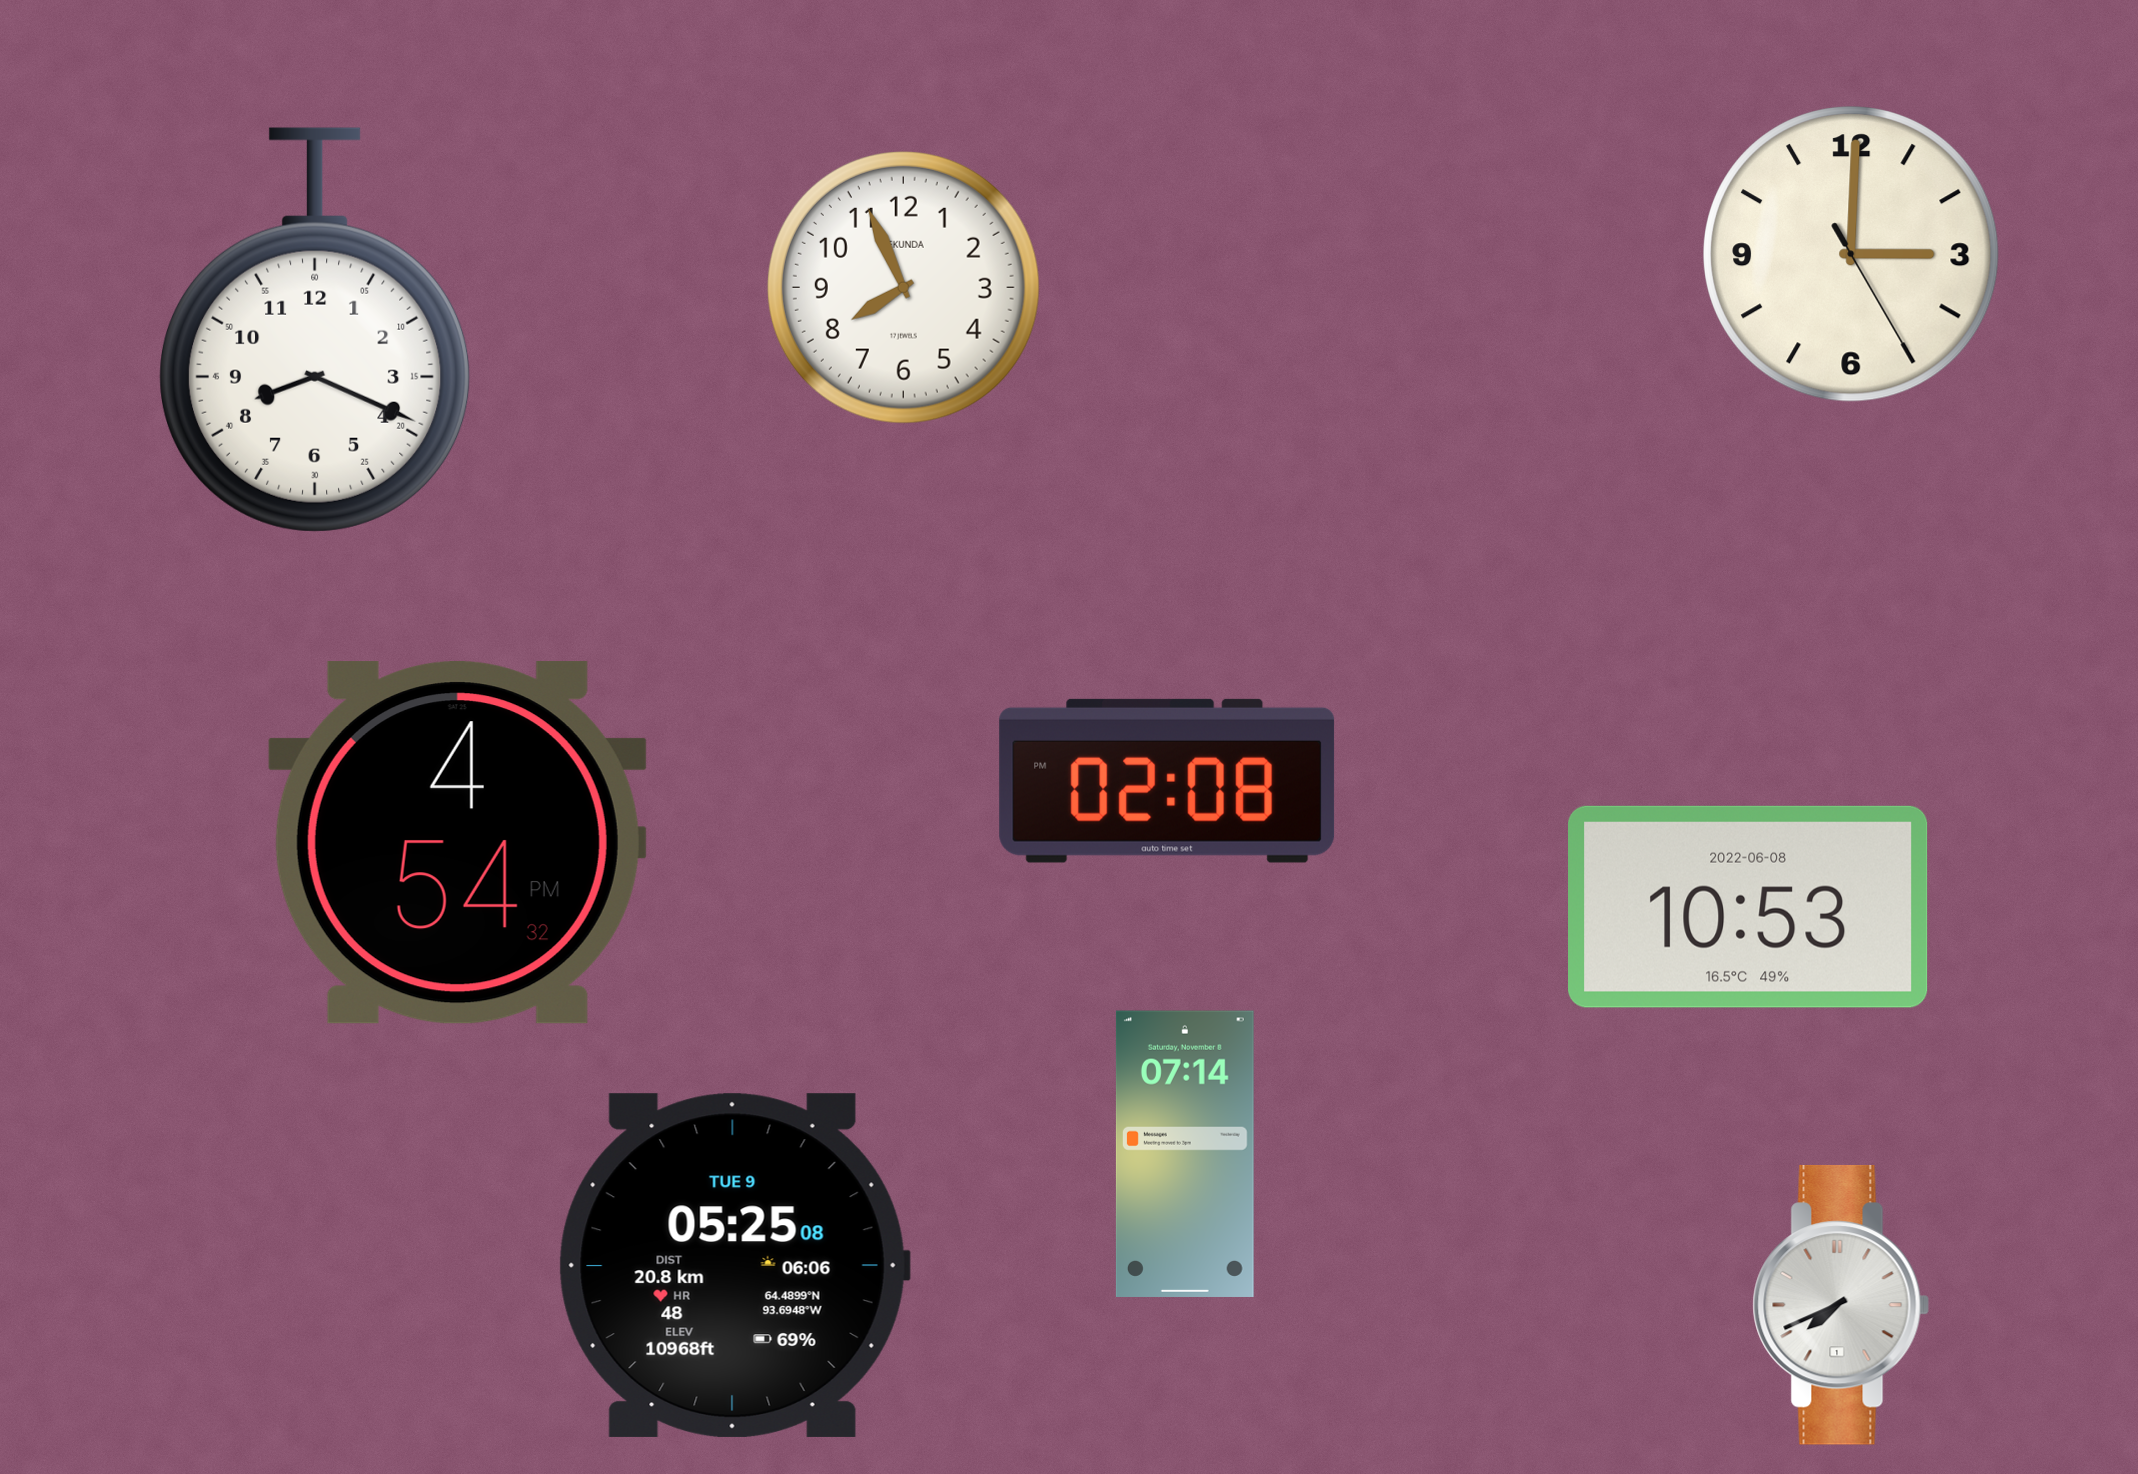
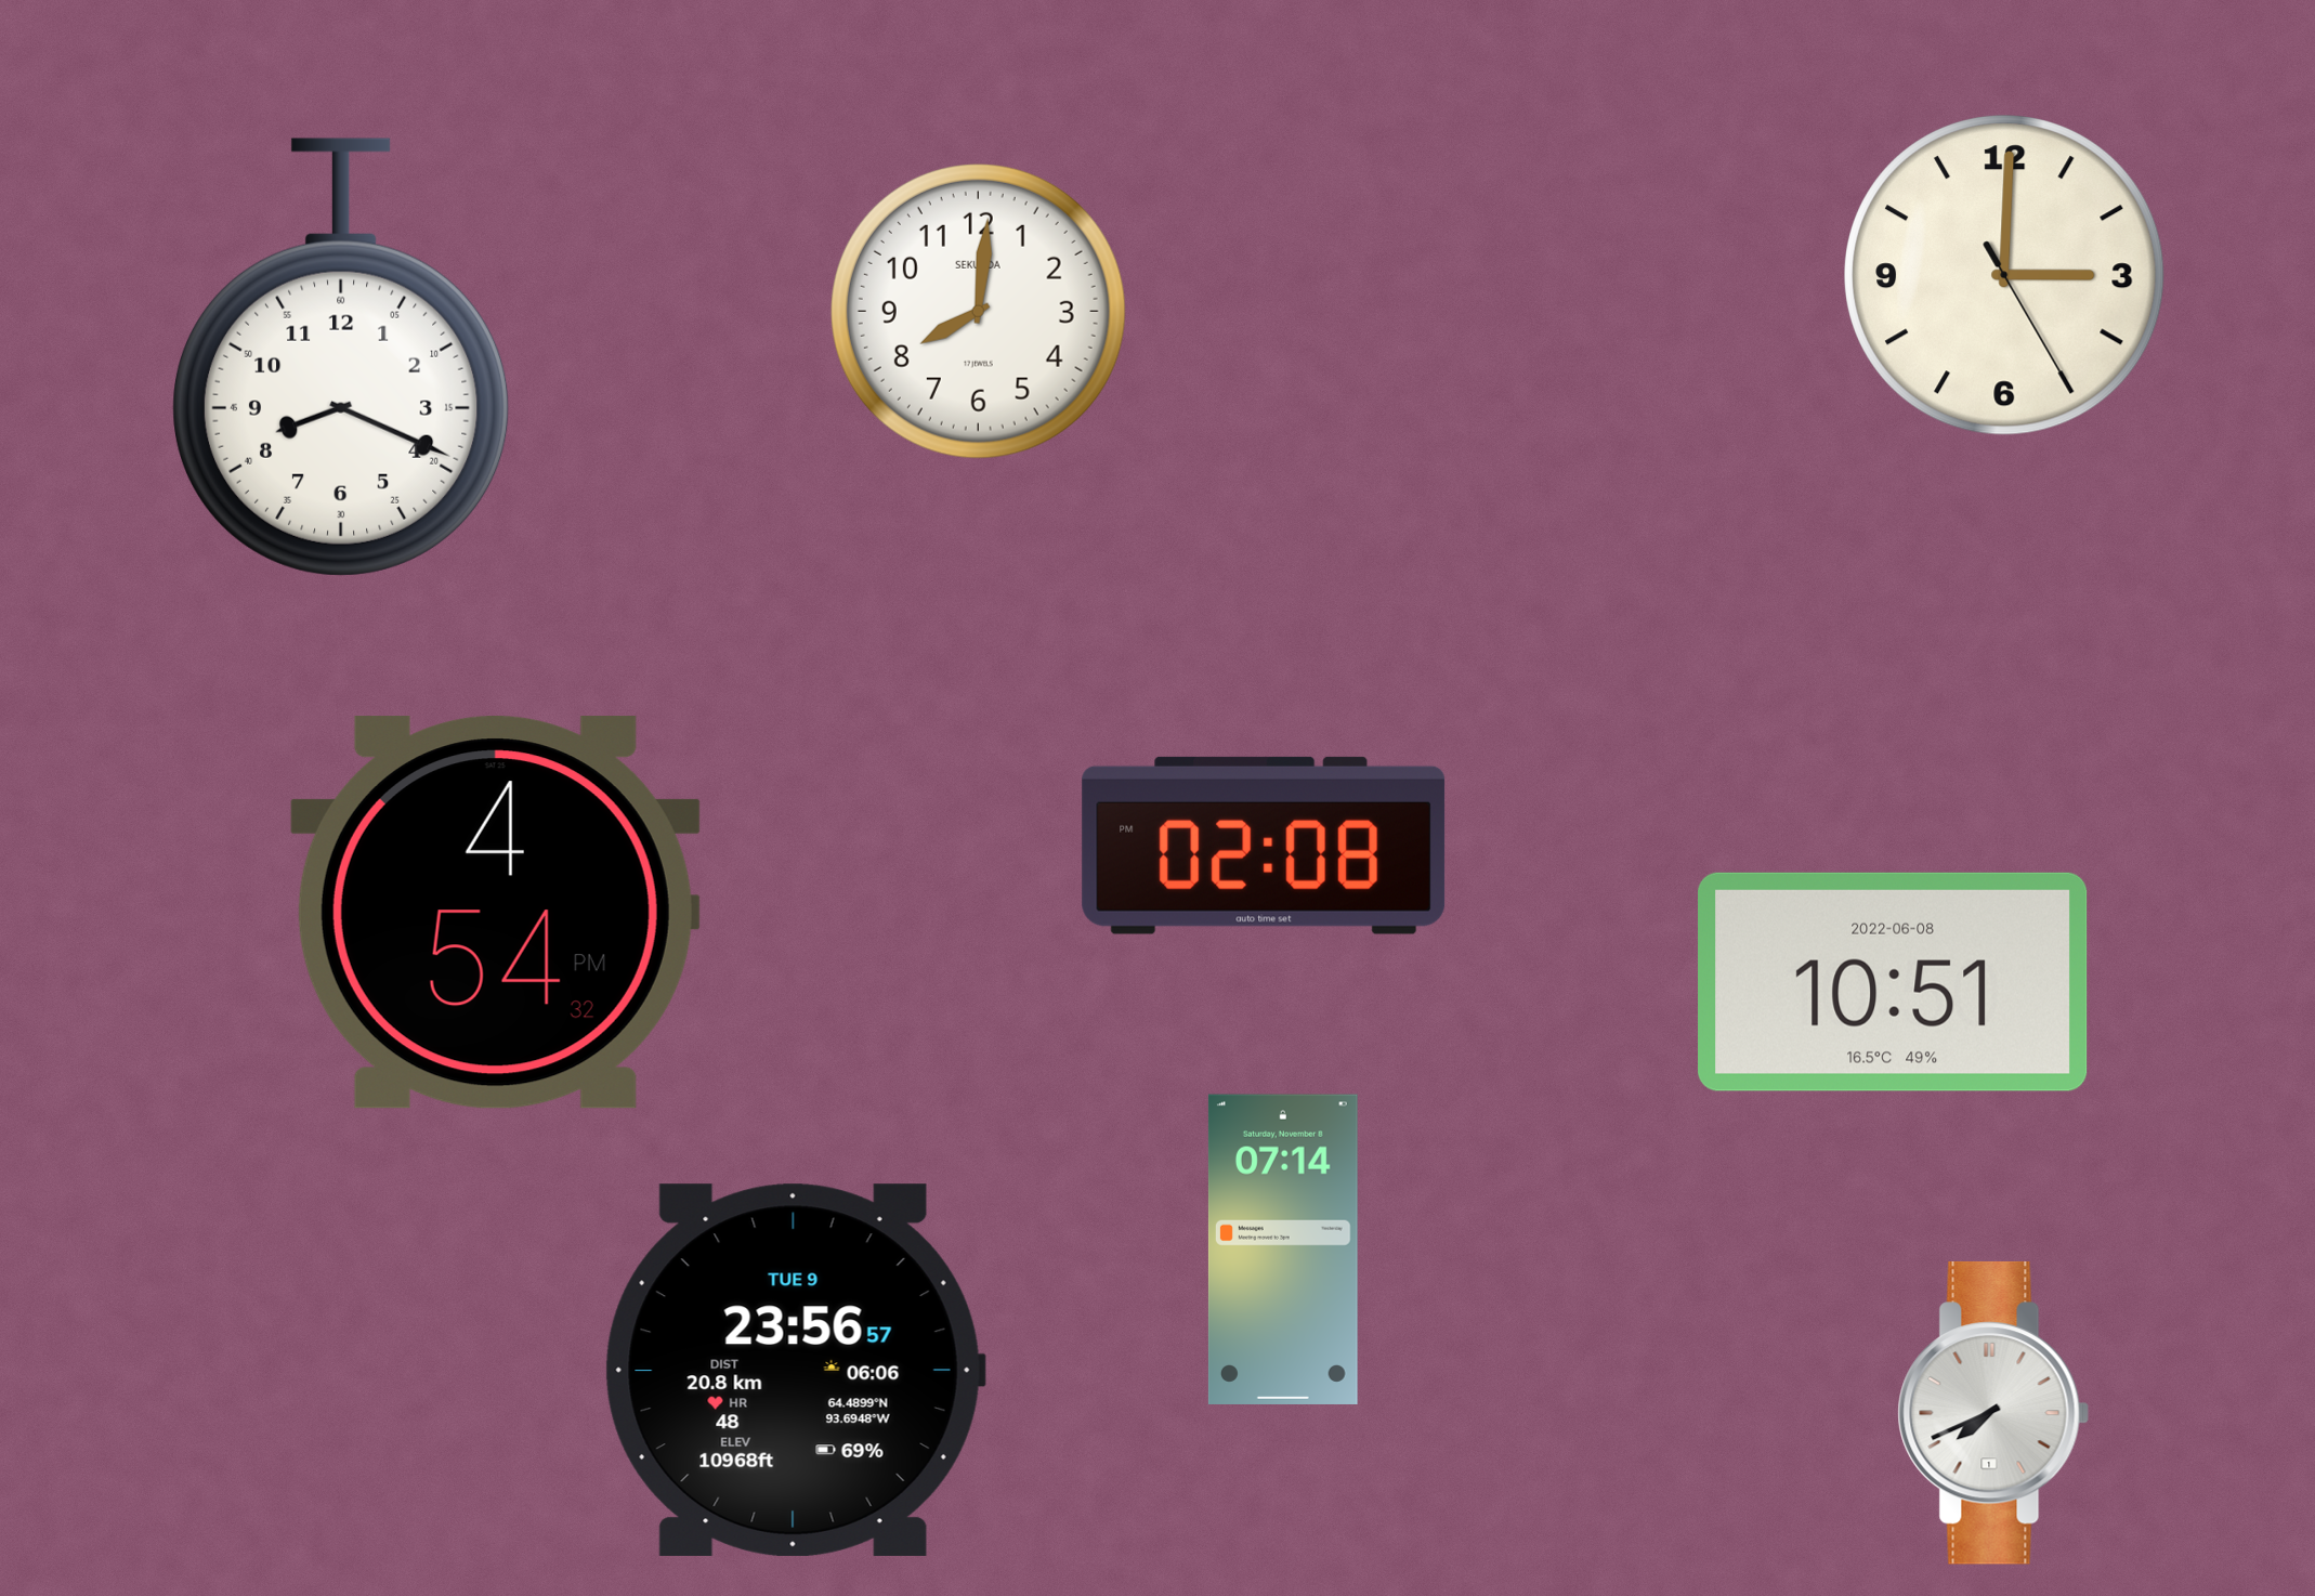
clock at (903, 287): 7:56 -> 8:01
clock at (1748, 907): 10:53 -> 10:51
clock at (734, 1265): 05:25 -> 23:56
